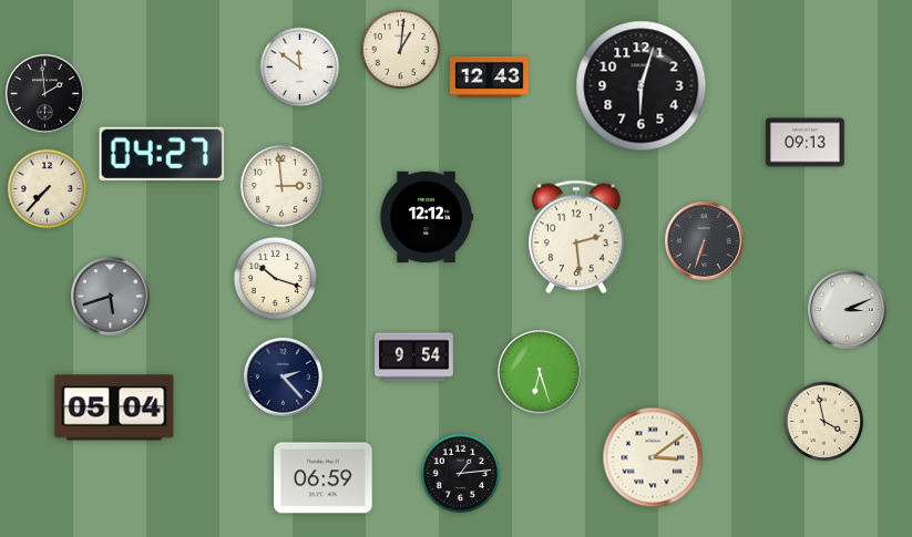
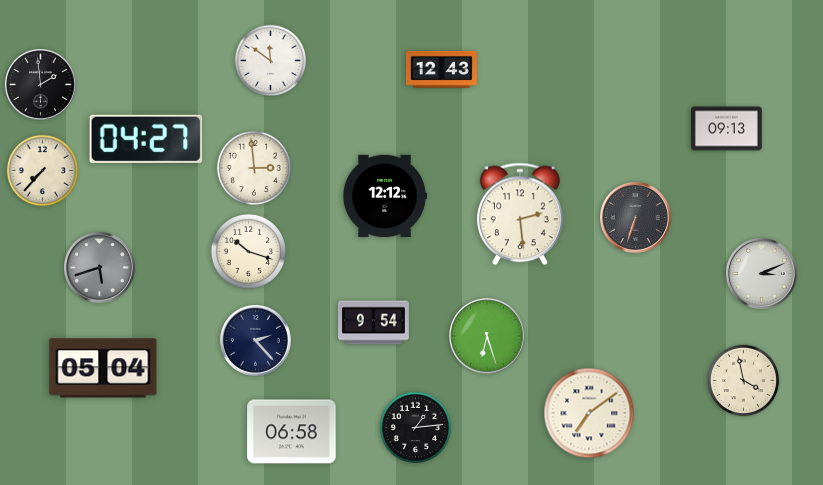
clock at (401, 50): 1:01 -> none
clock at (642, 86): 6:03 -> none
clock at (848, 310) position: (848, 310) -> (762, 274)
clock at (653, 457): 3:09 -> 7:09
clock at (324, 478): 06:59 -> 06:58
